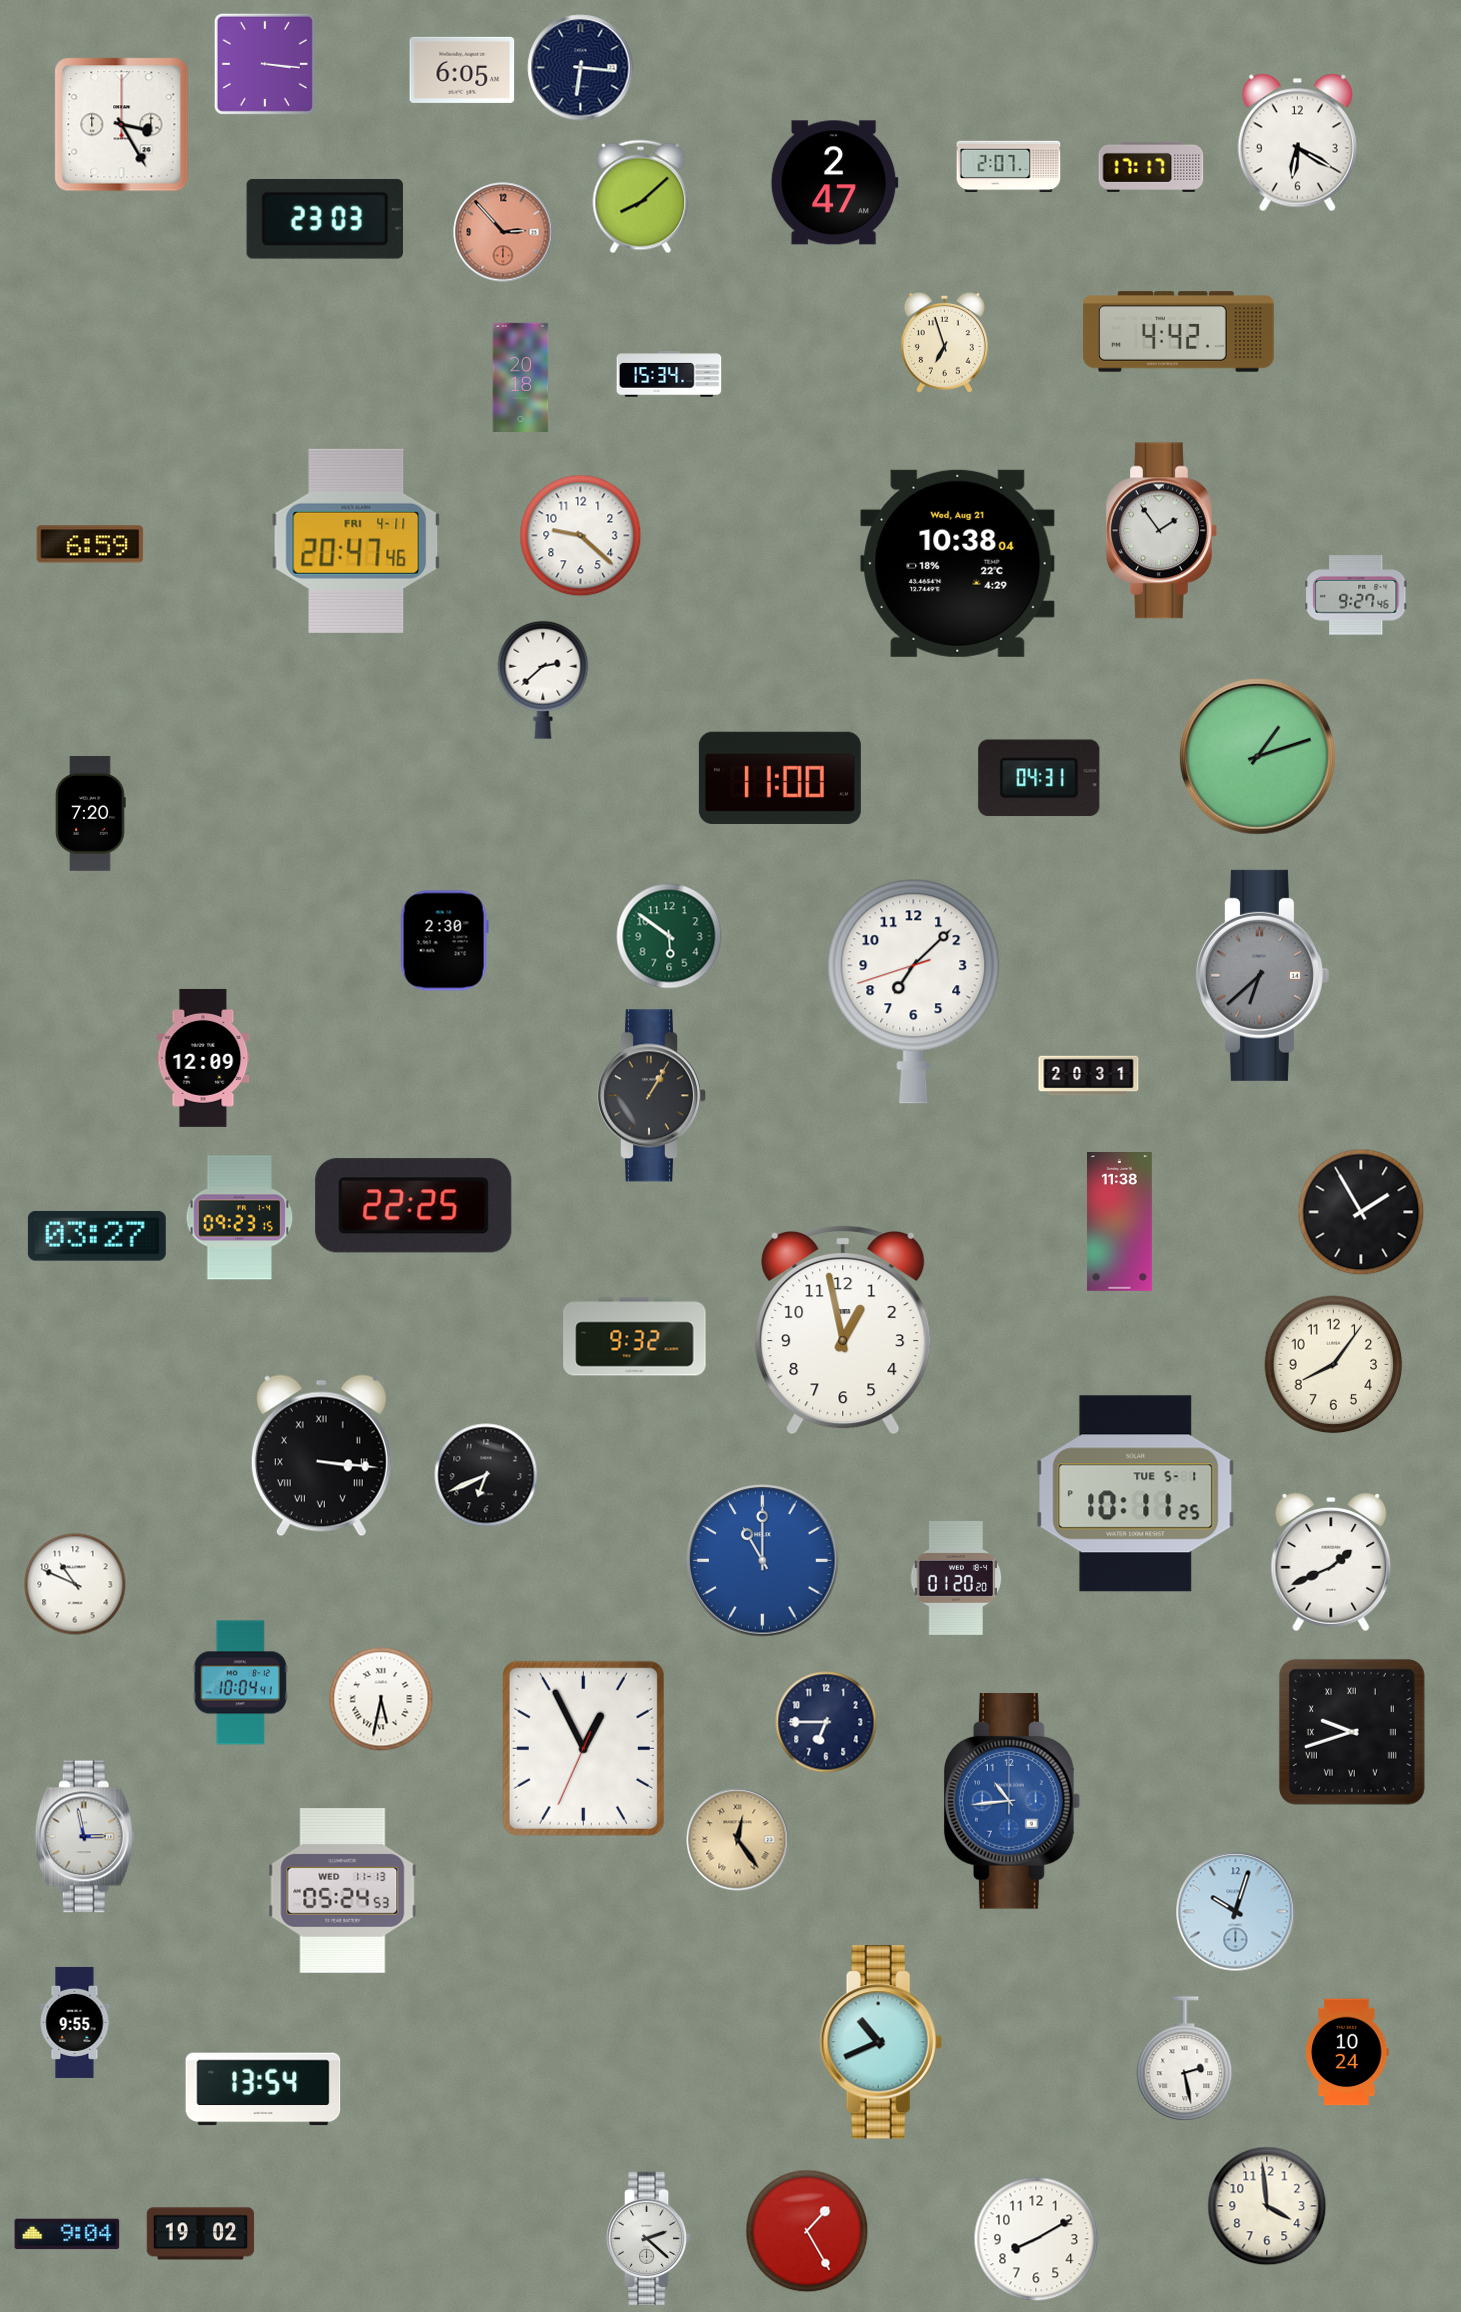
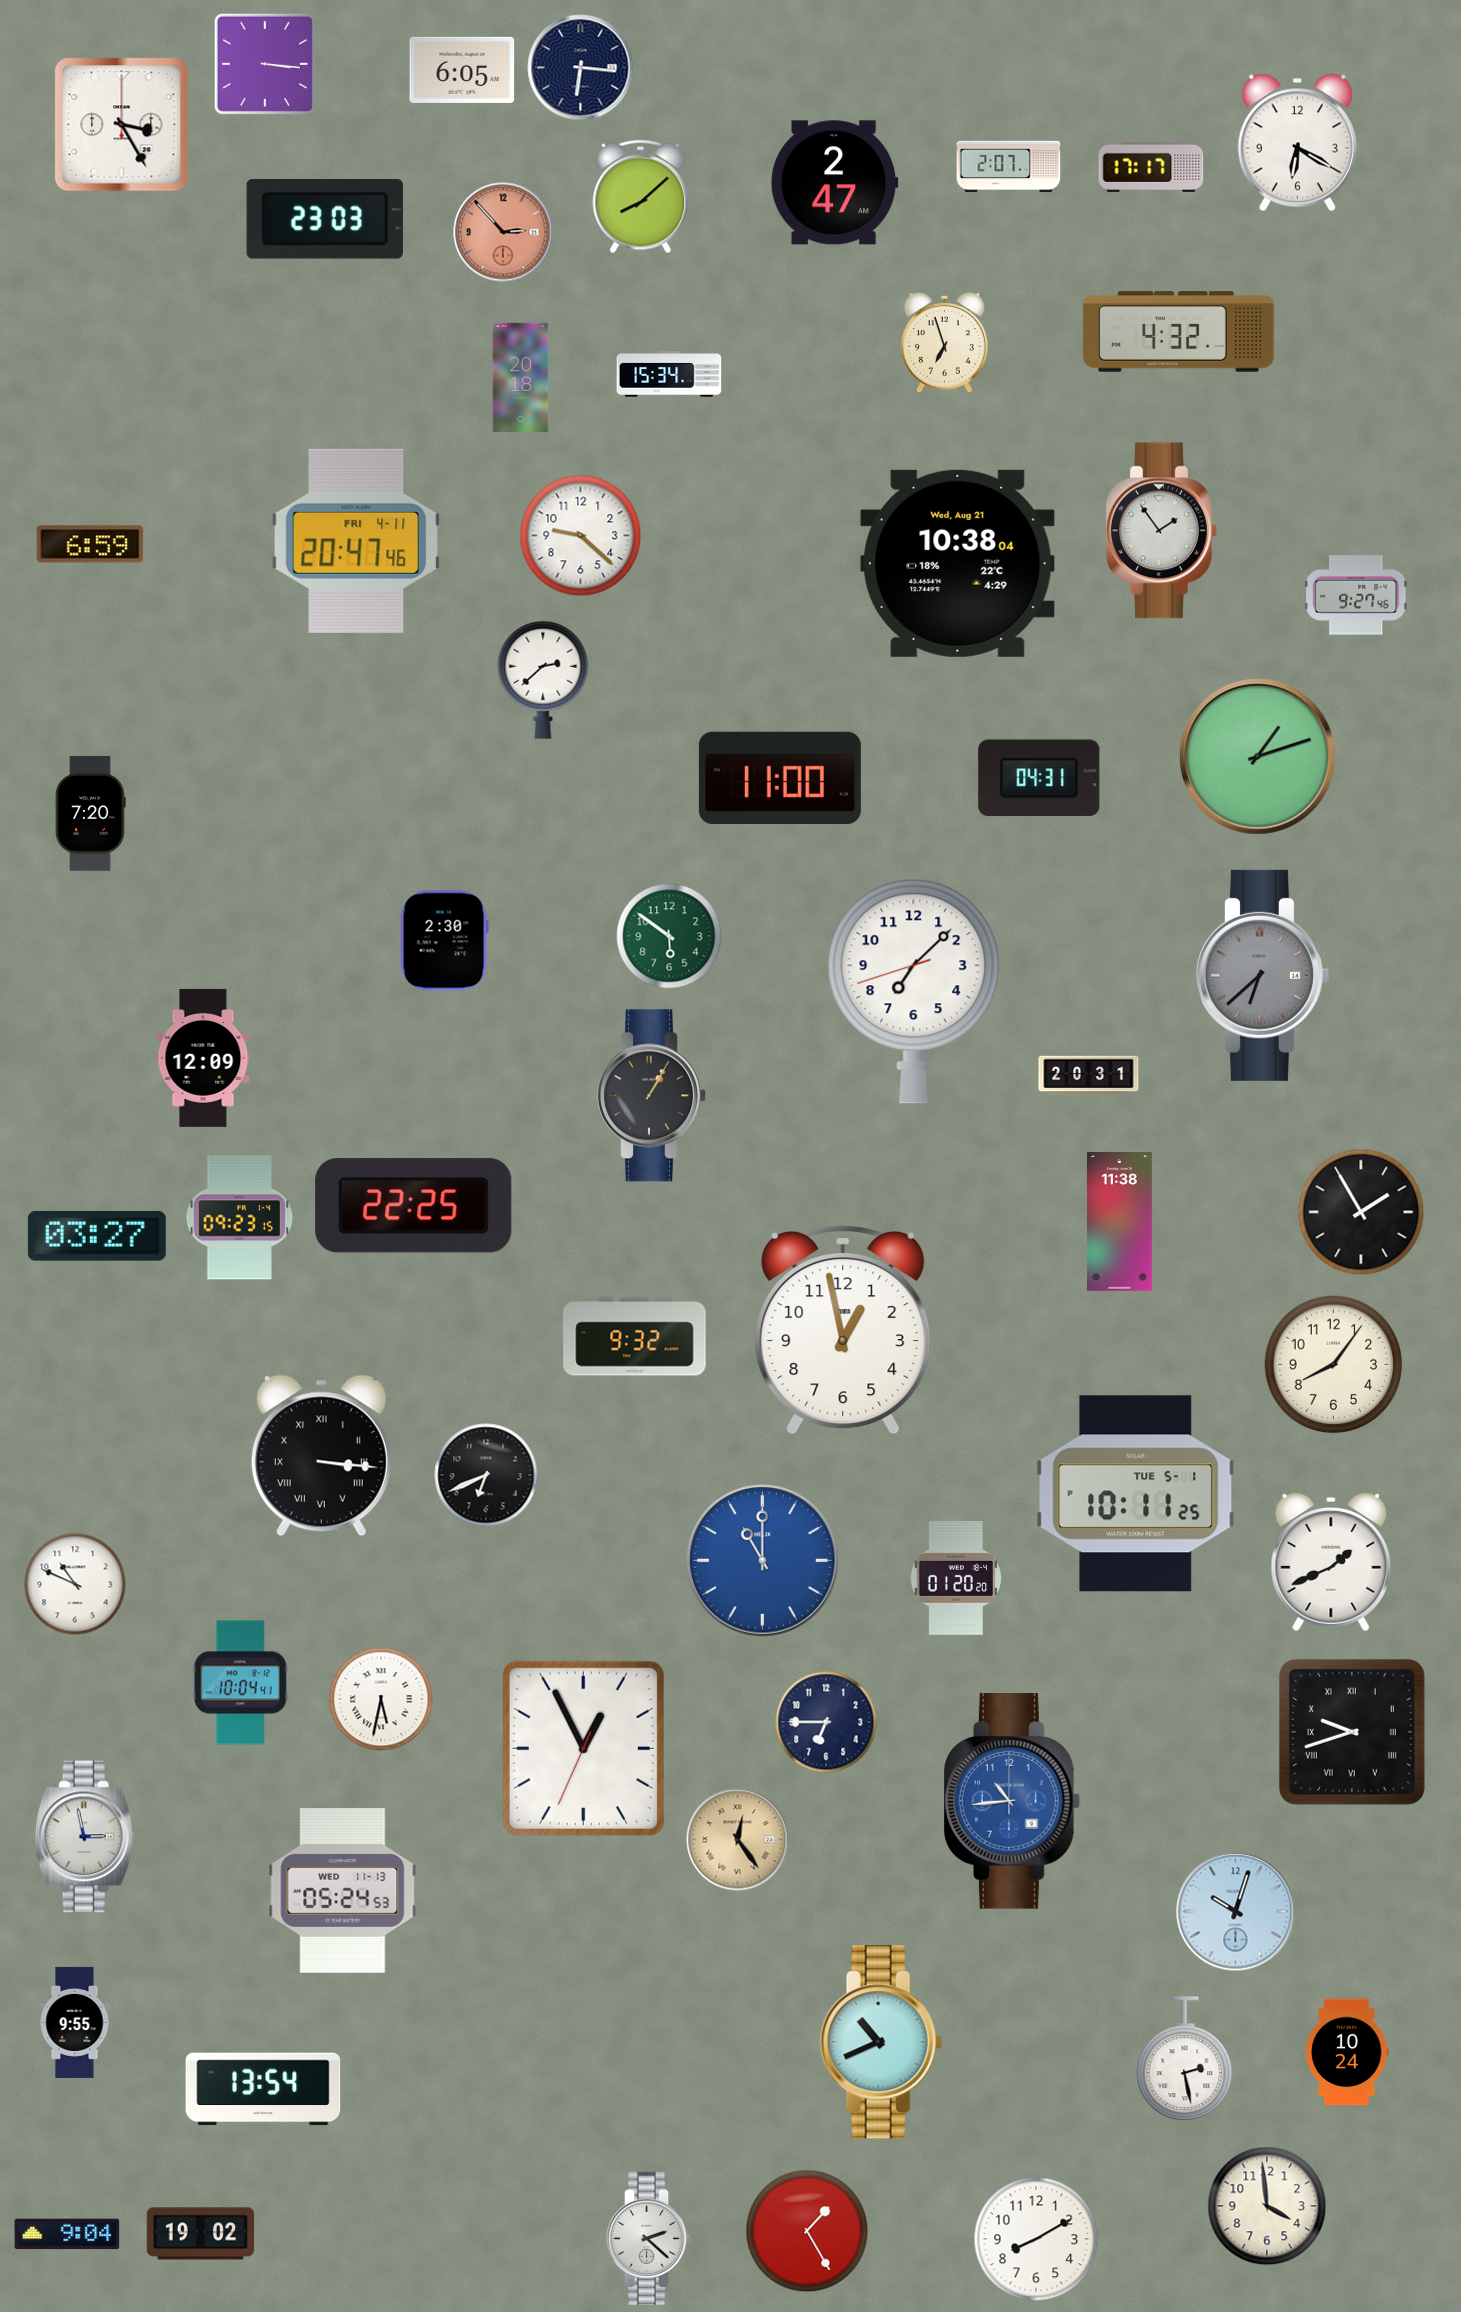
clock at (1179, 332): 4:42 -> 4:32
